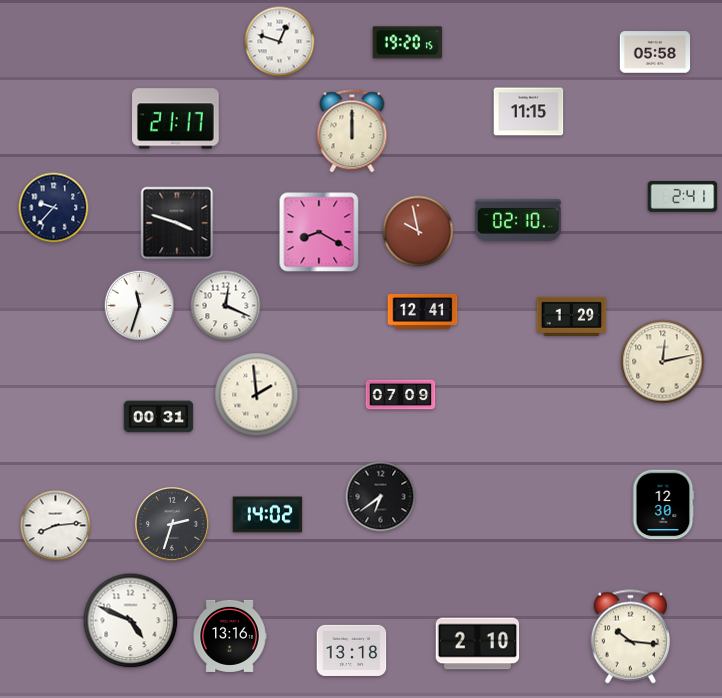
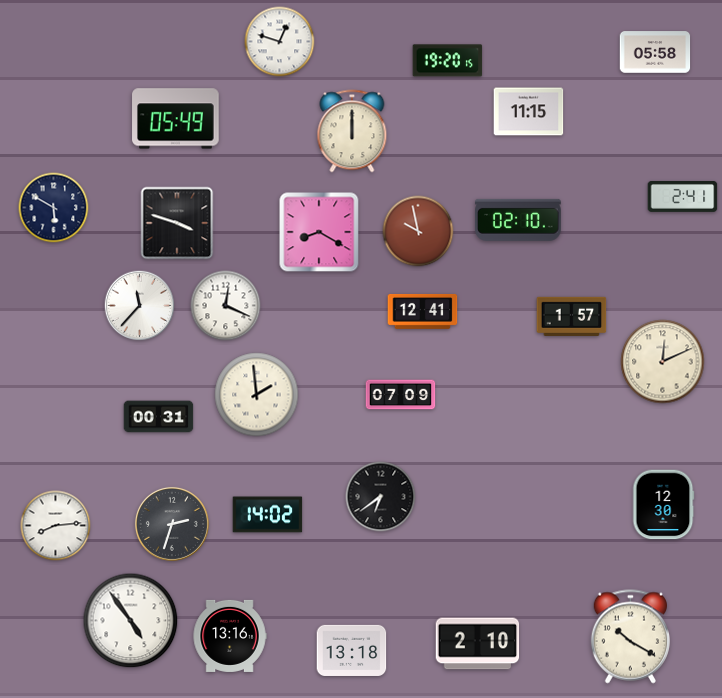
clock at (408, 43) position: (408, 43) -> (448, 61)
clock at (176, 119): 21:17 -> 05:49
clock at (54, 208): 9:37 -> 5:50
clock at (140, 306): 11:33 -> 11:37
clock at (572, 316): 1:29 -> 1:57
clock at (663, 362): 12:13 -> 12:11
clock at (131, 621): 4:49 -> 4:54
clock at (630, 637): 10:16 -> 10:20
